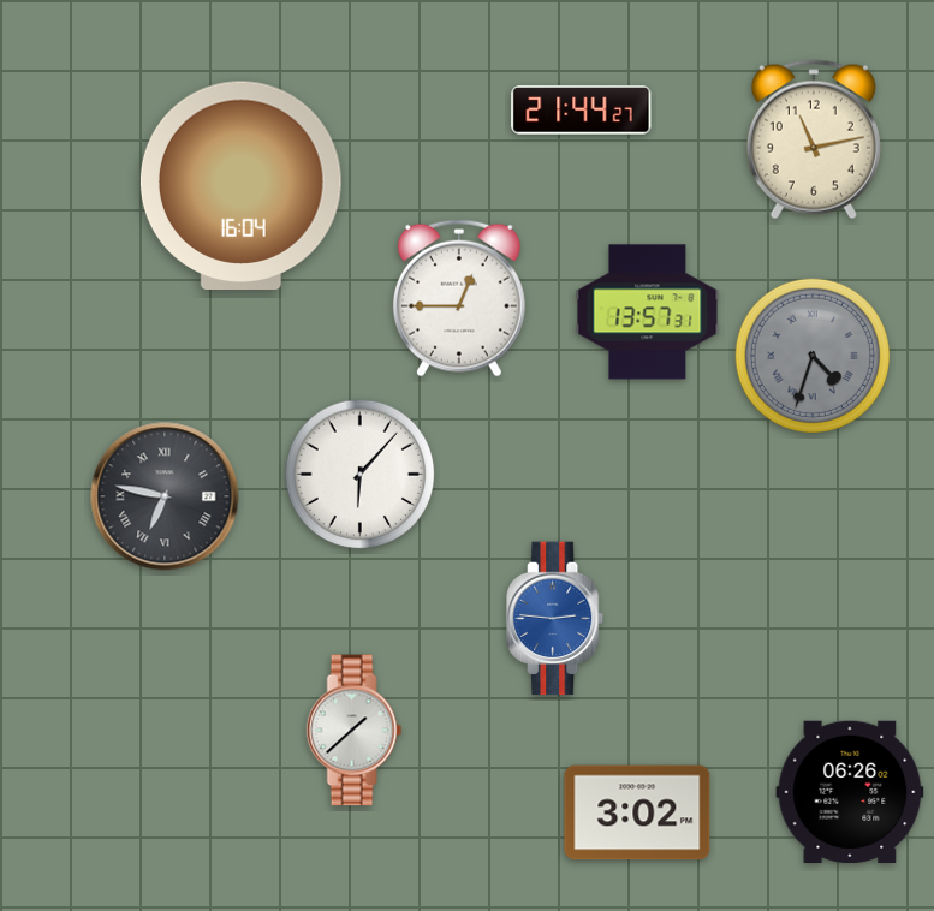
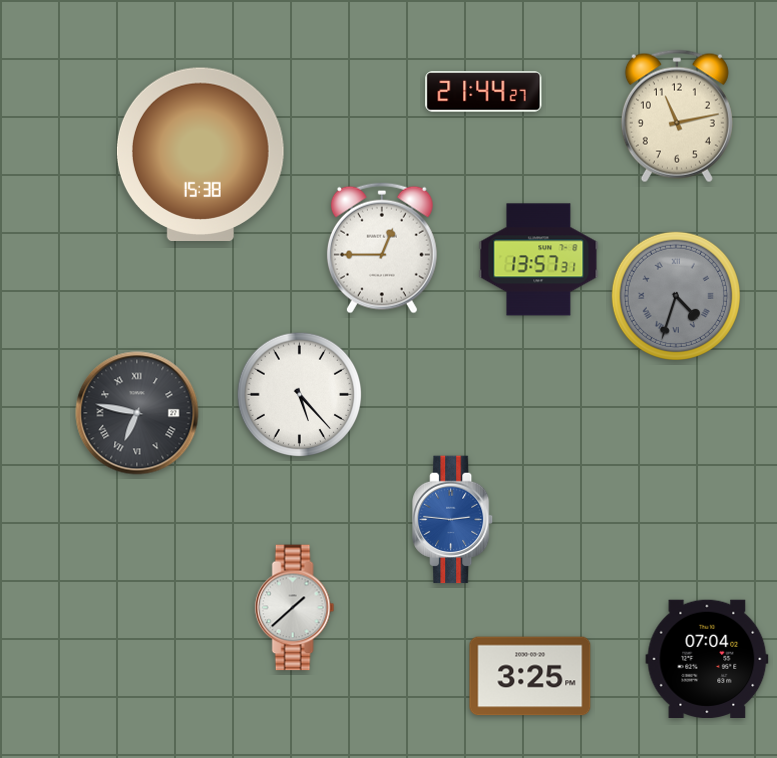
clock at (240, 185): 16:04 -> 15:38
clock at (361, 475): 6:07 -> 5:23
clock at (555, 619) position: (555, 619) -> (453, 520)
clock at (850, 791): 06:26 -> 07:04
clock at (637, 812): 3:02 -> 3:25
